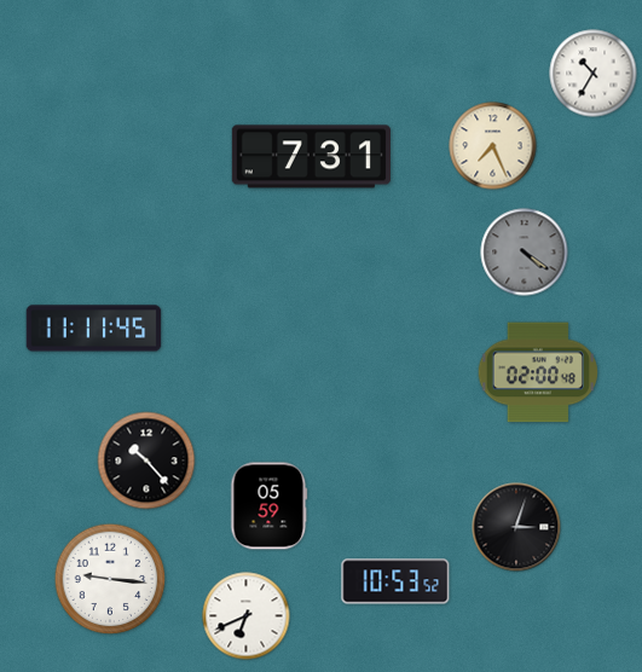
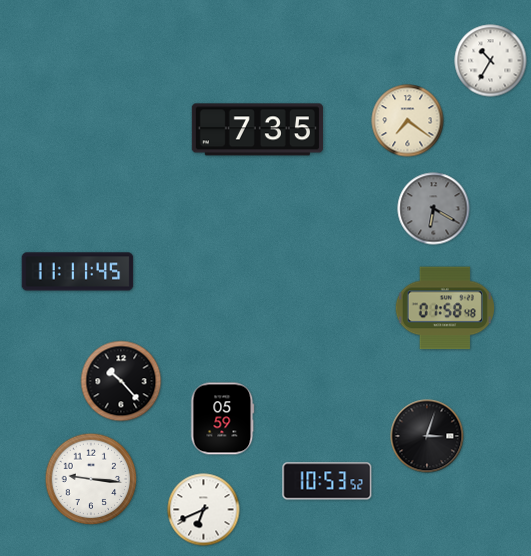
clock at (493, 146): 7:26 -> 7:21
clock at (311, 157): 7:31 -> 7:35
clock at (525, 253): 4:21 -> 6:20
clock at (538, 372): 02:00 -> 01:58
